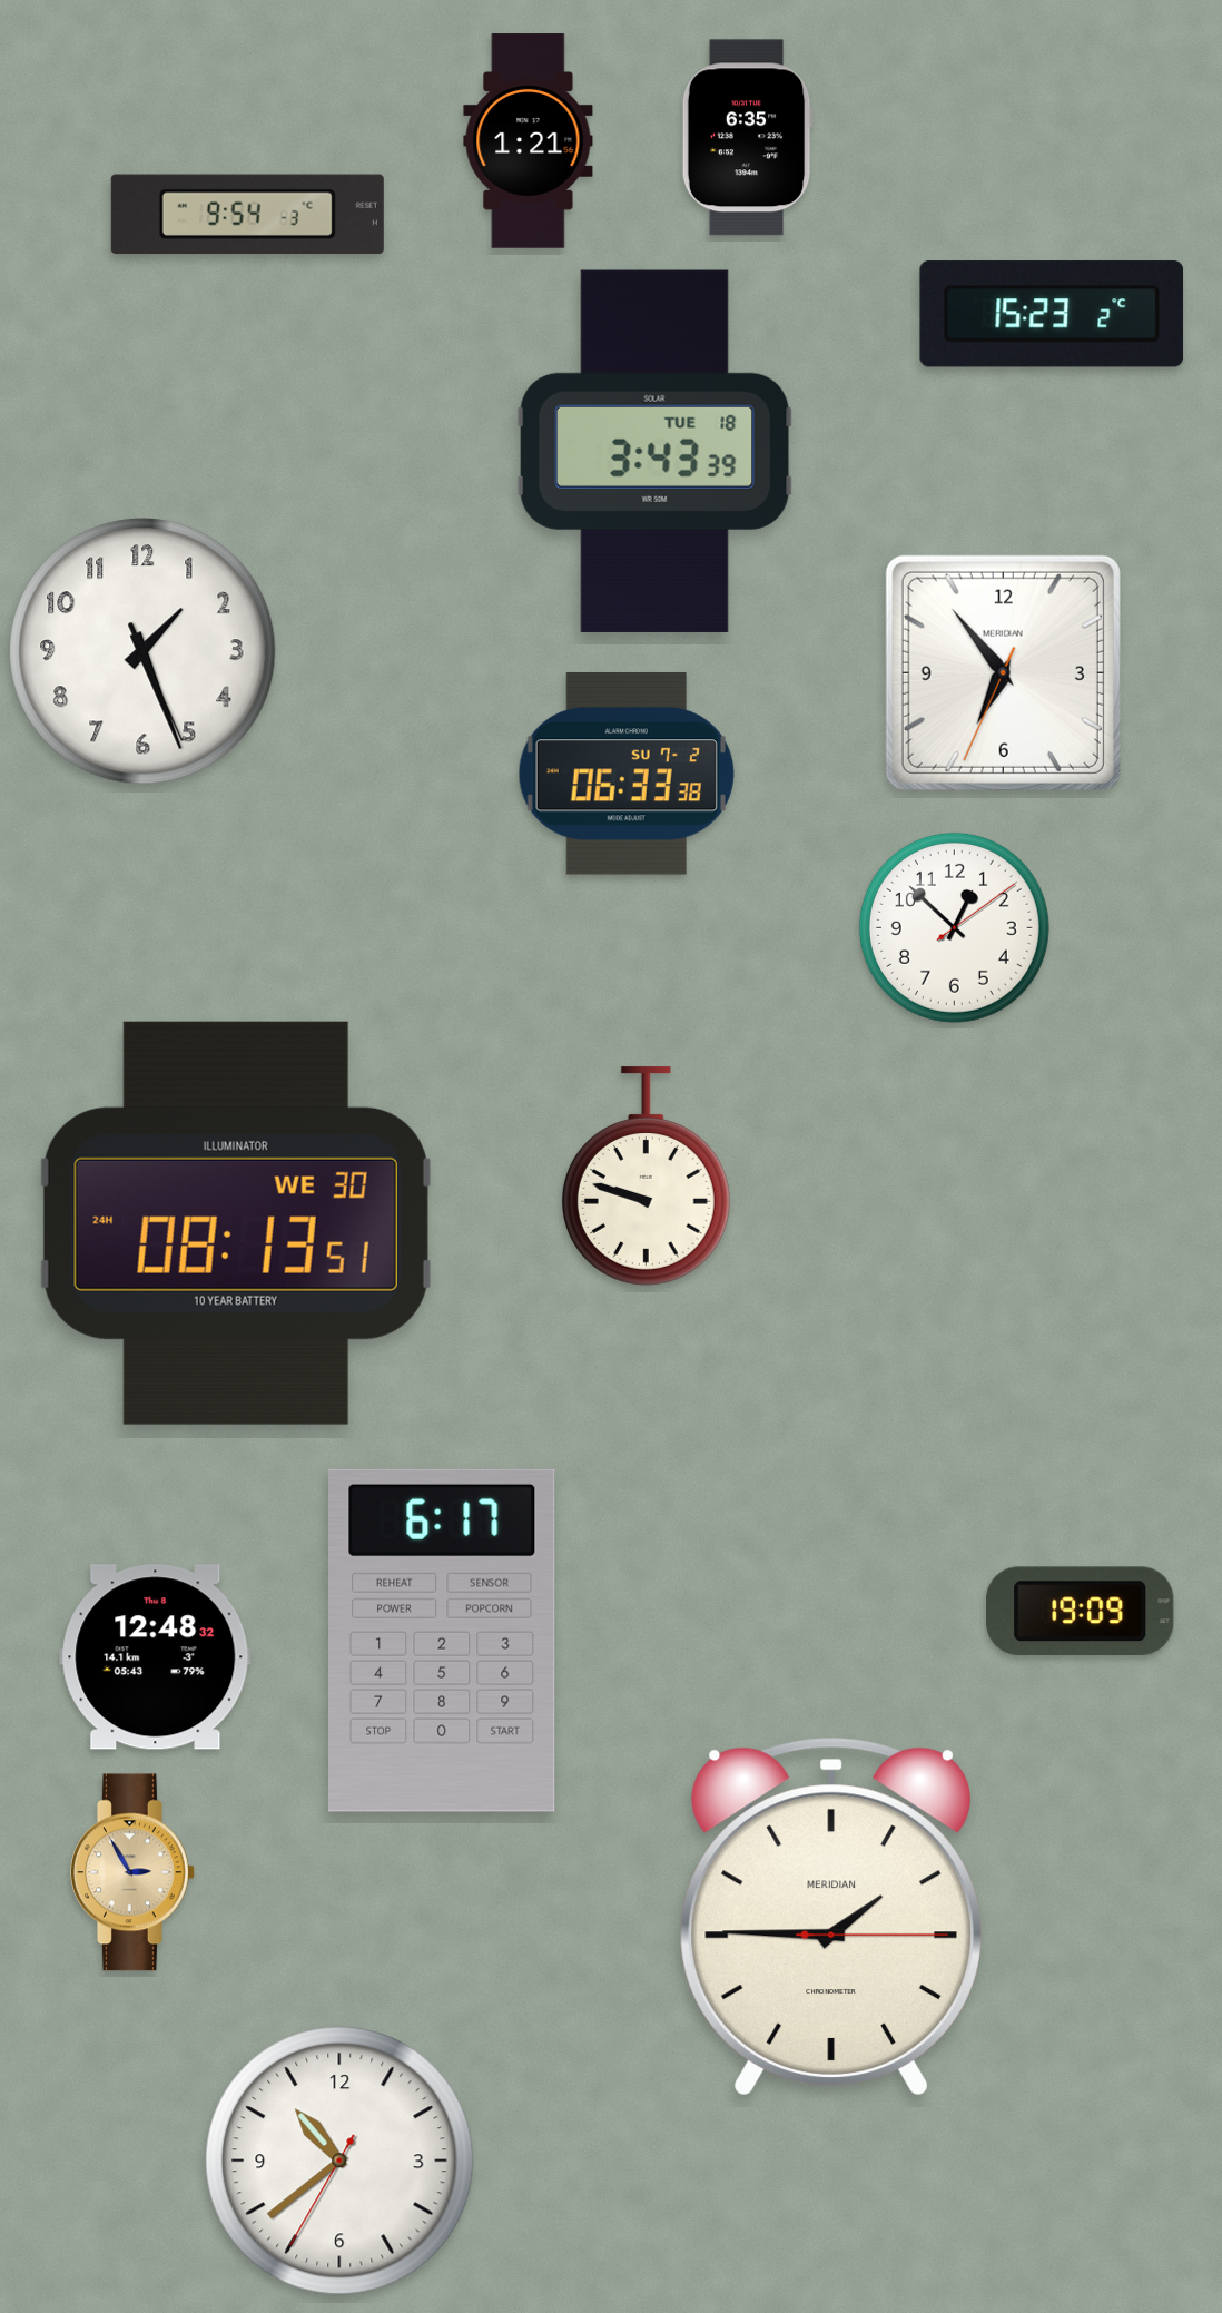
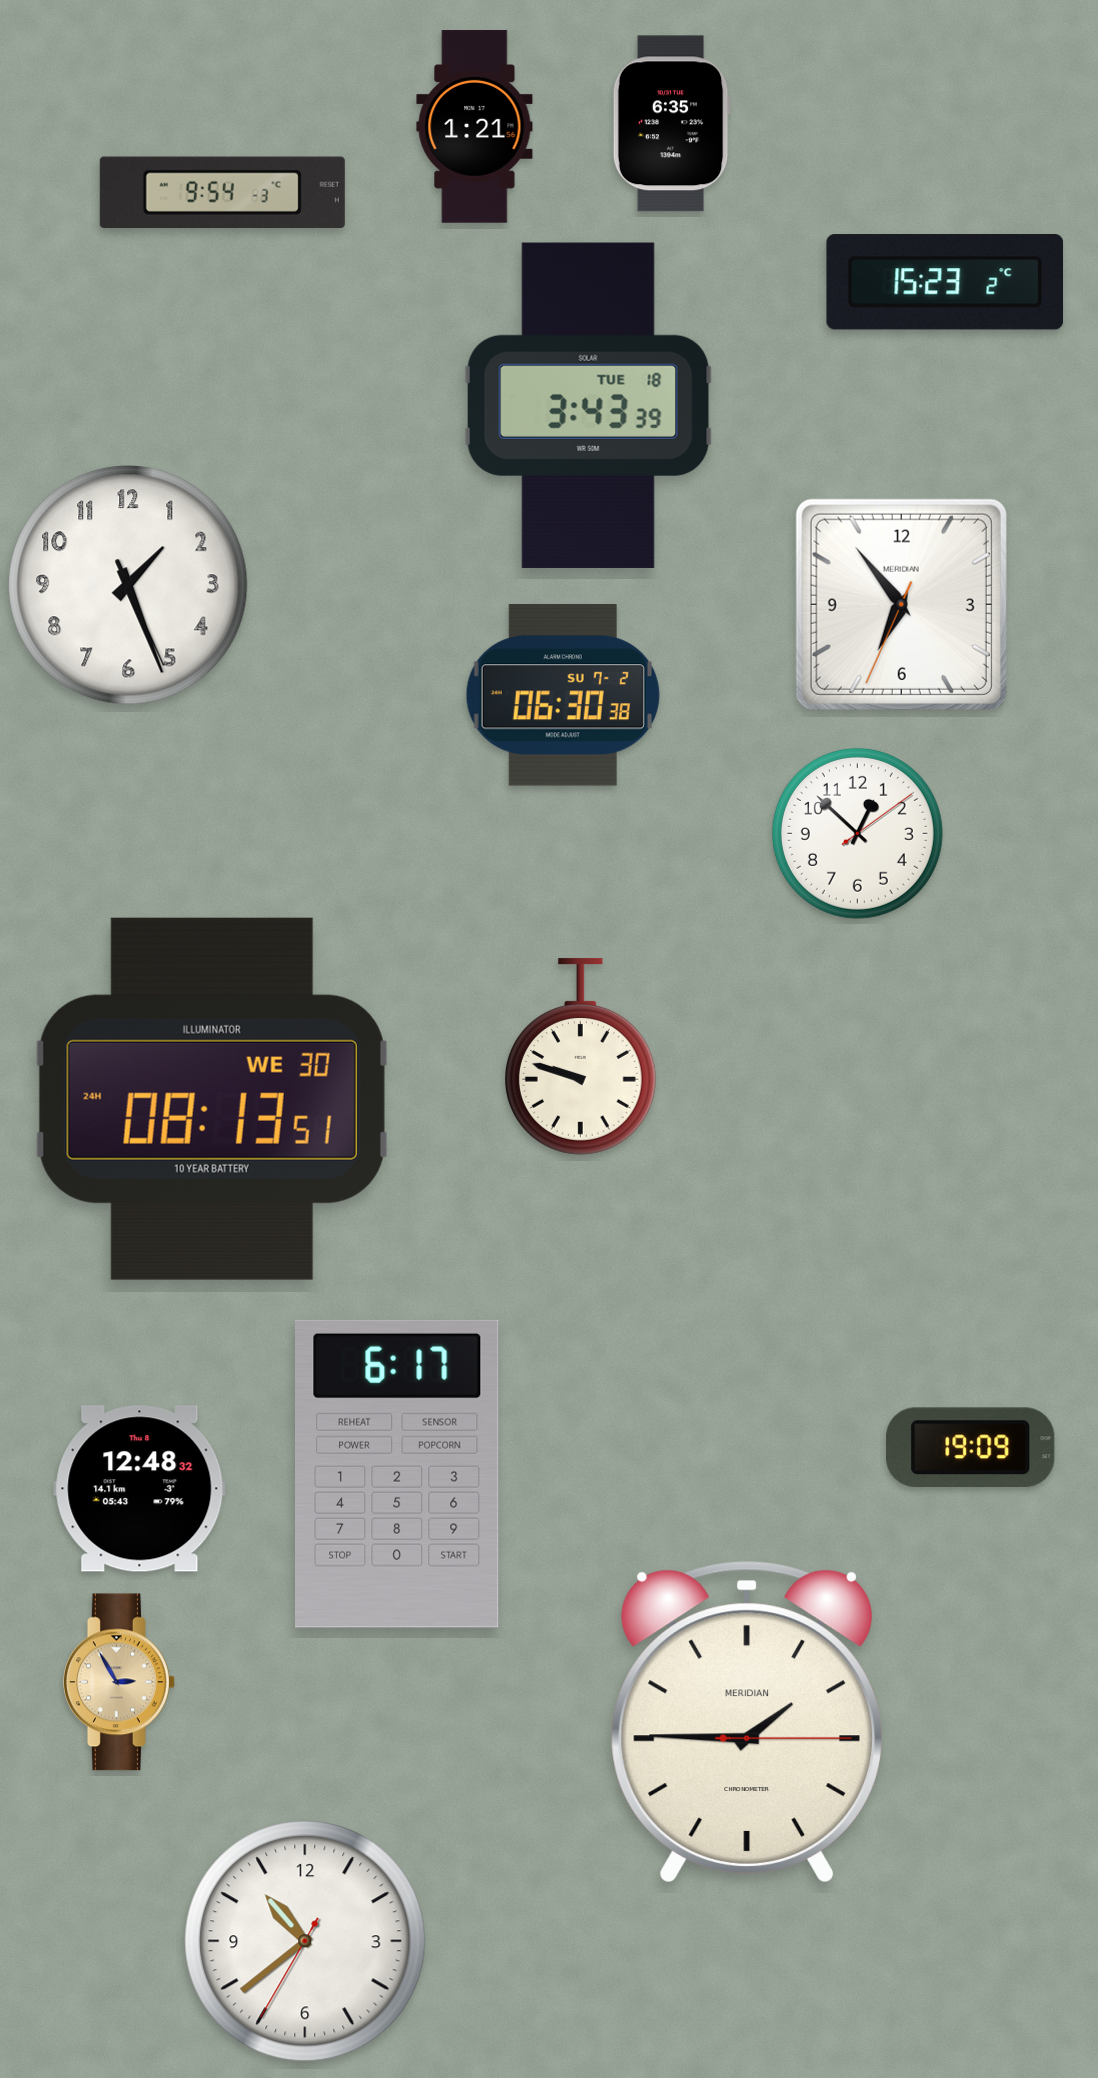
clock at (627, 774): 06:33 -> 06:30
